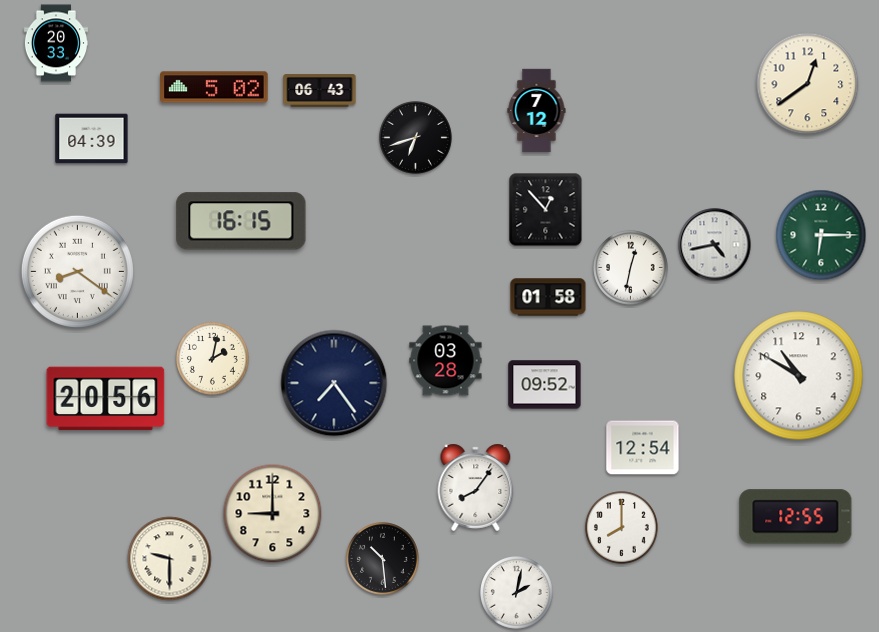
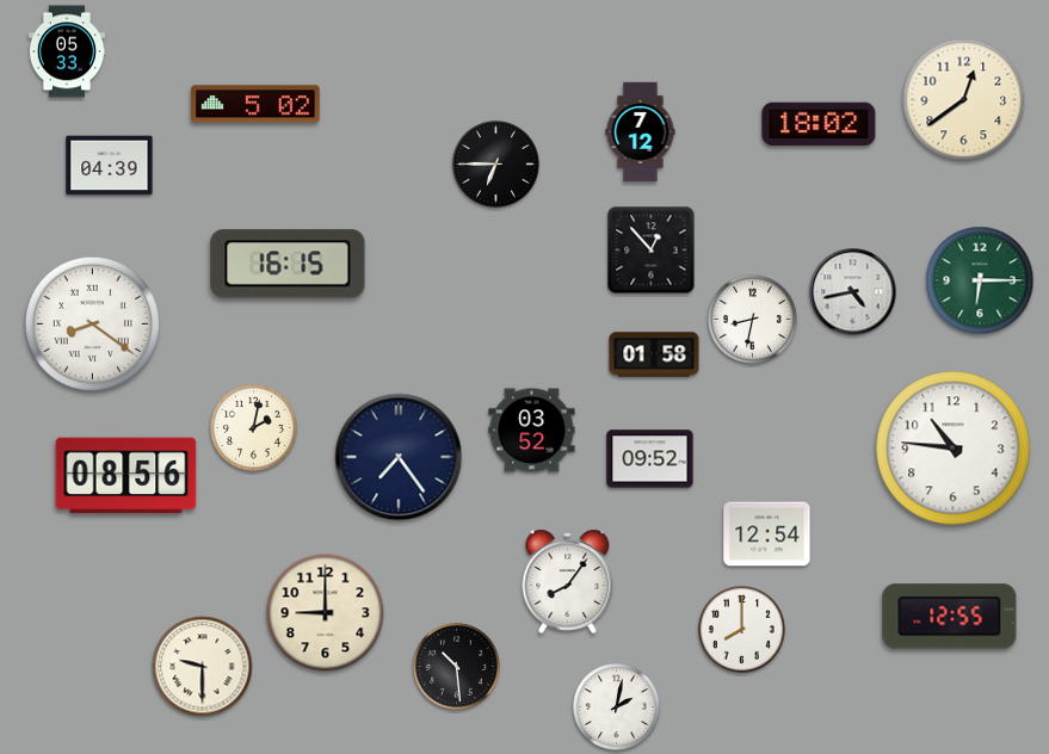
clock at (55, 43): 20:33 -> 05:33
clock at (320, 91): 06:43 -> none
clock at (819, 124): none -> 18:02
clock at (416, 138): 6:42 -> 6:45
clock at (631, 268): 12:32 -> 8:32
clock at (446, 361): 03:28 -> 03:52
clock at (799, 376): 10:50 -> 10:46
clock at (106, 399): 20:56 -> 08:56
